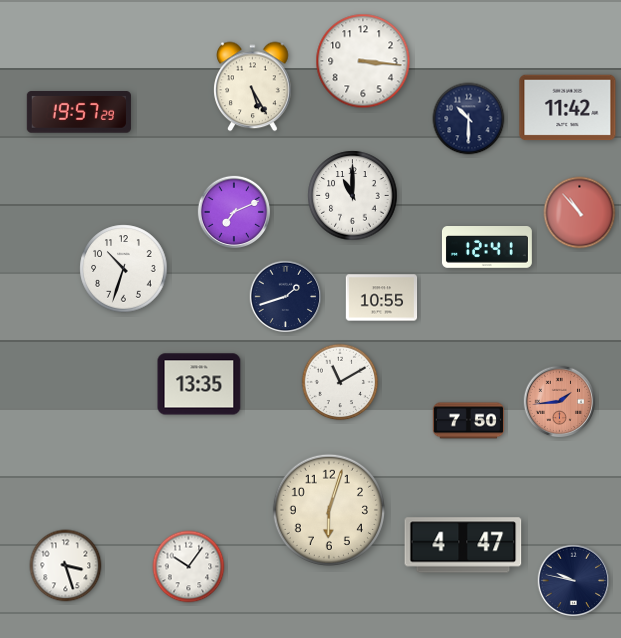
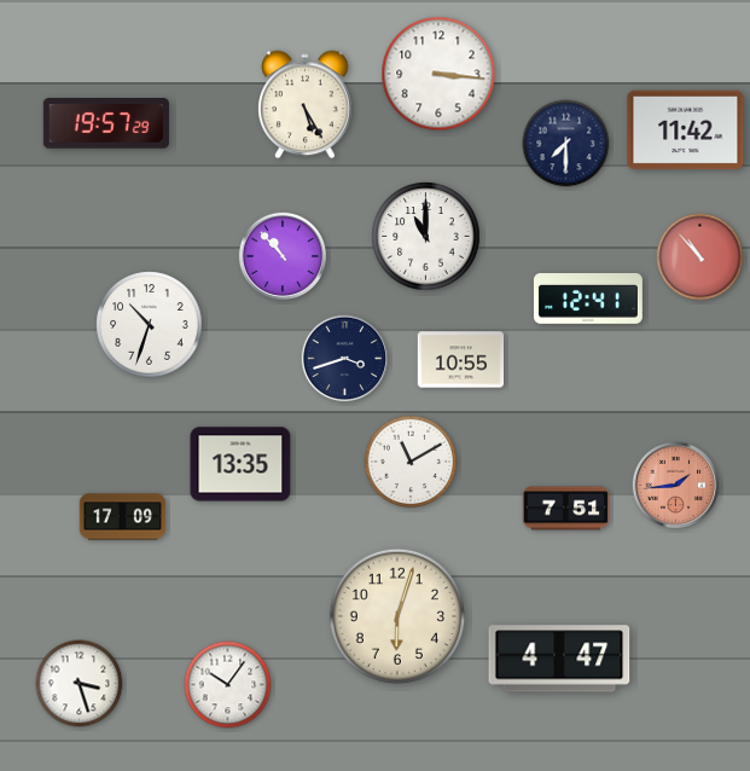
clock at (79, 112) position: (79, 112) -> (106, 123)
clock at (469, 119): 10:30 -> 7:30
clock at (234, 212): 7:11 -> 10:53
clock at (286, 297): 1:42 -> 3:42
clock at (469, 421): 7:50 -> 7:51
clock at (123, 517): none -> 17:09
clock at (574, 581): 9:47 -> none
